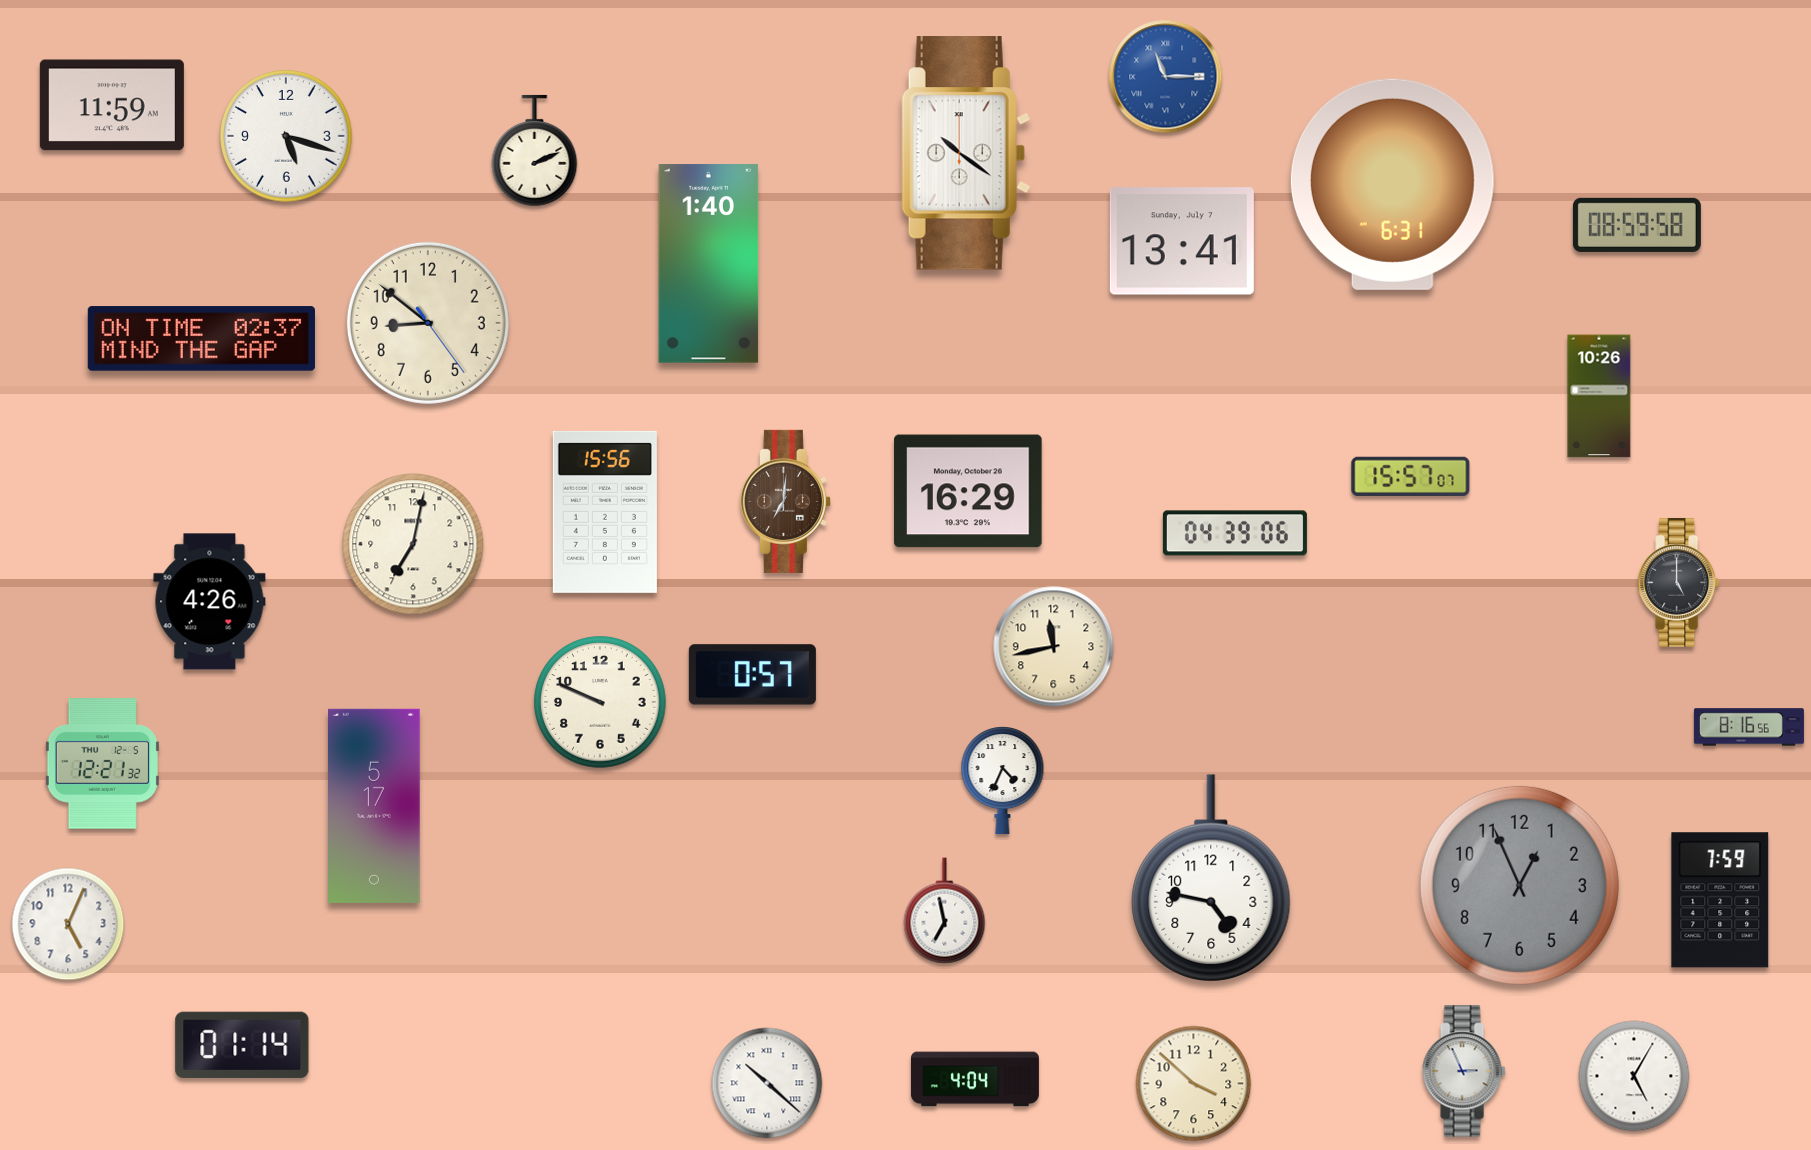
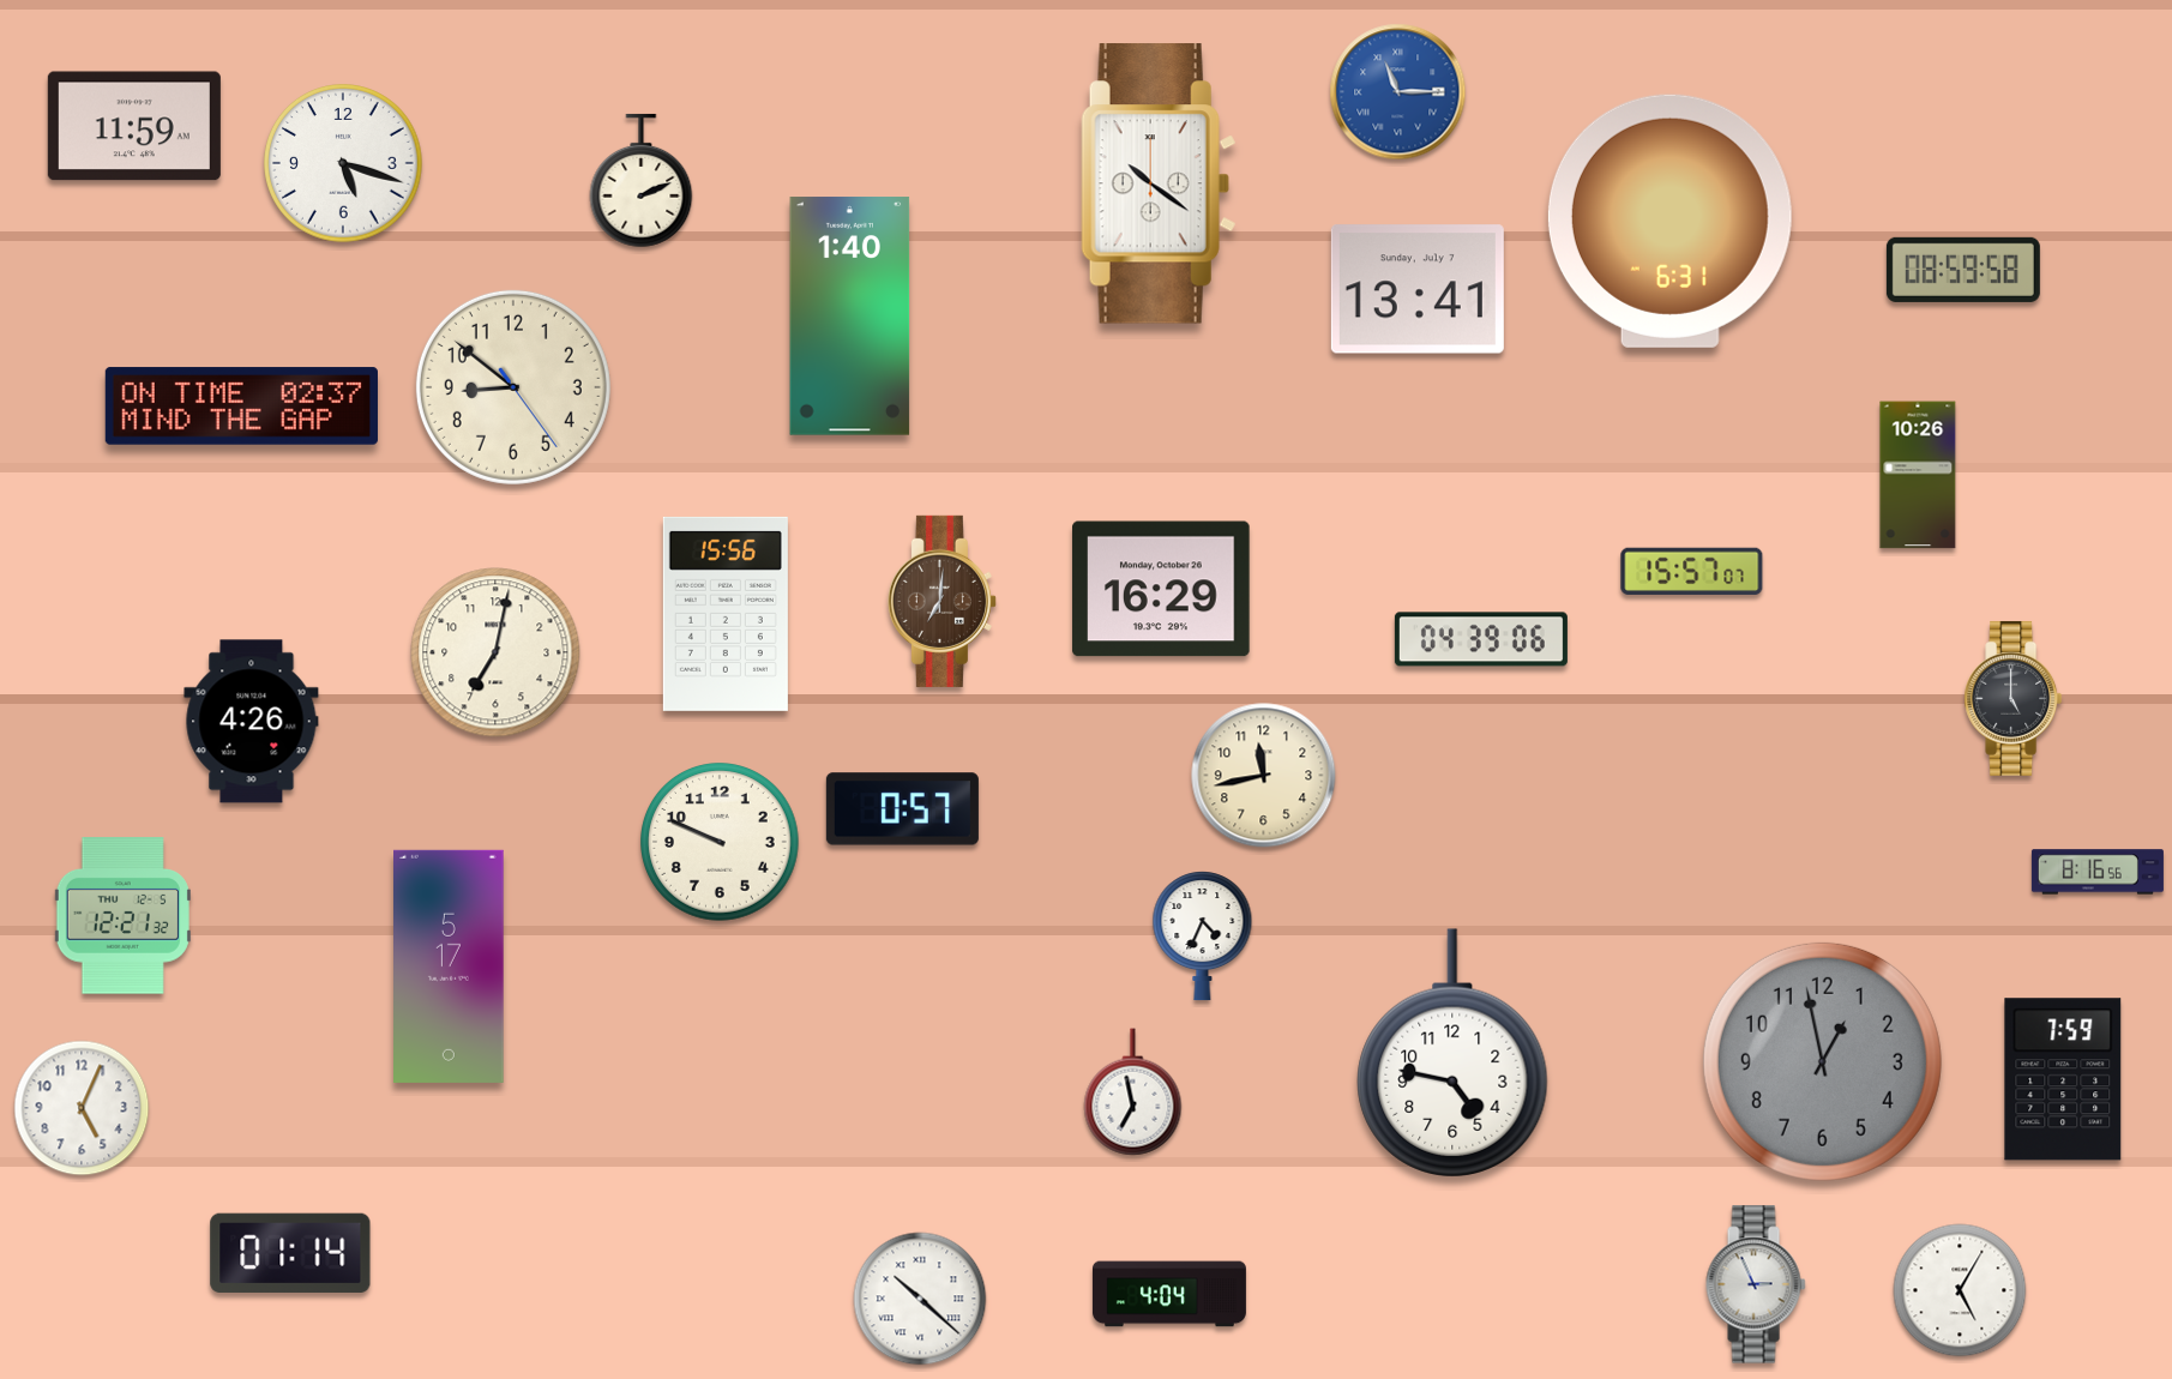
clock at (1519, 885): 12:56 -> 12:58
clock at (1194, 1084): 3:52 -> none
